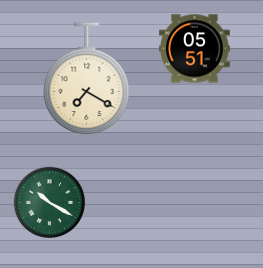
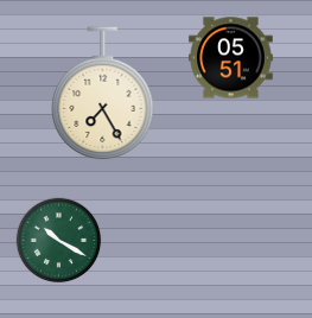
clock at (87, 79): 7:20 -> 7:25
